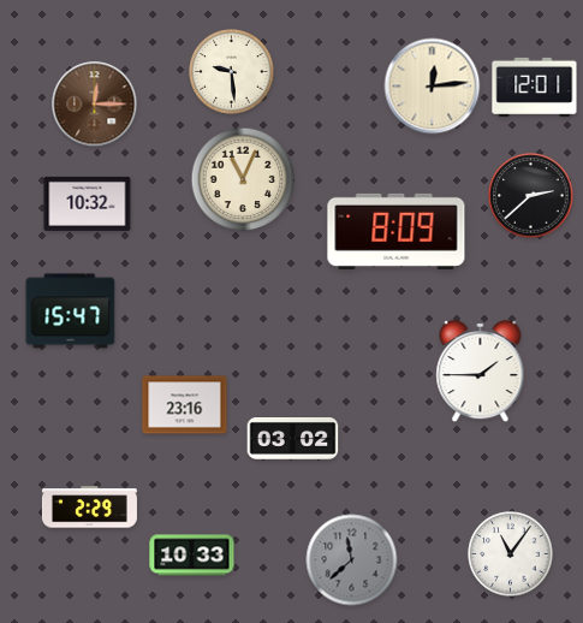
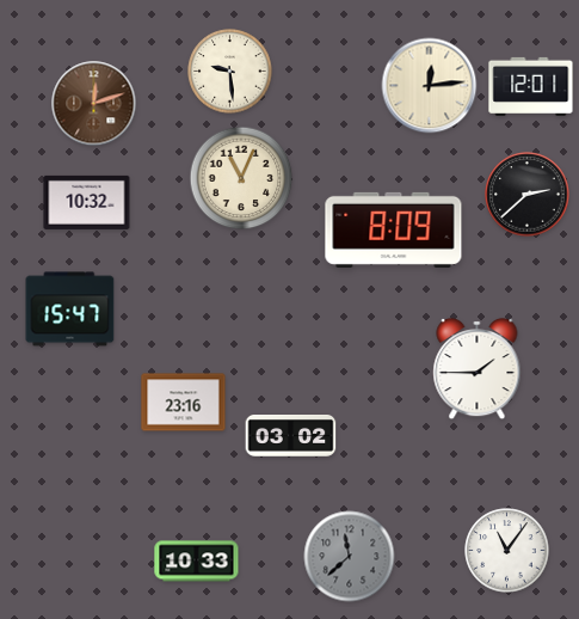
clock at (95, 105): 12:15 -> 12:12
clock at (89, 508): 2:29 -> none
clock at (192, 556) position: (192, 556) -> (197, 562)
